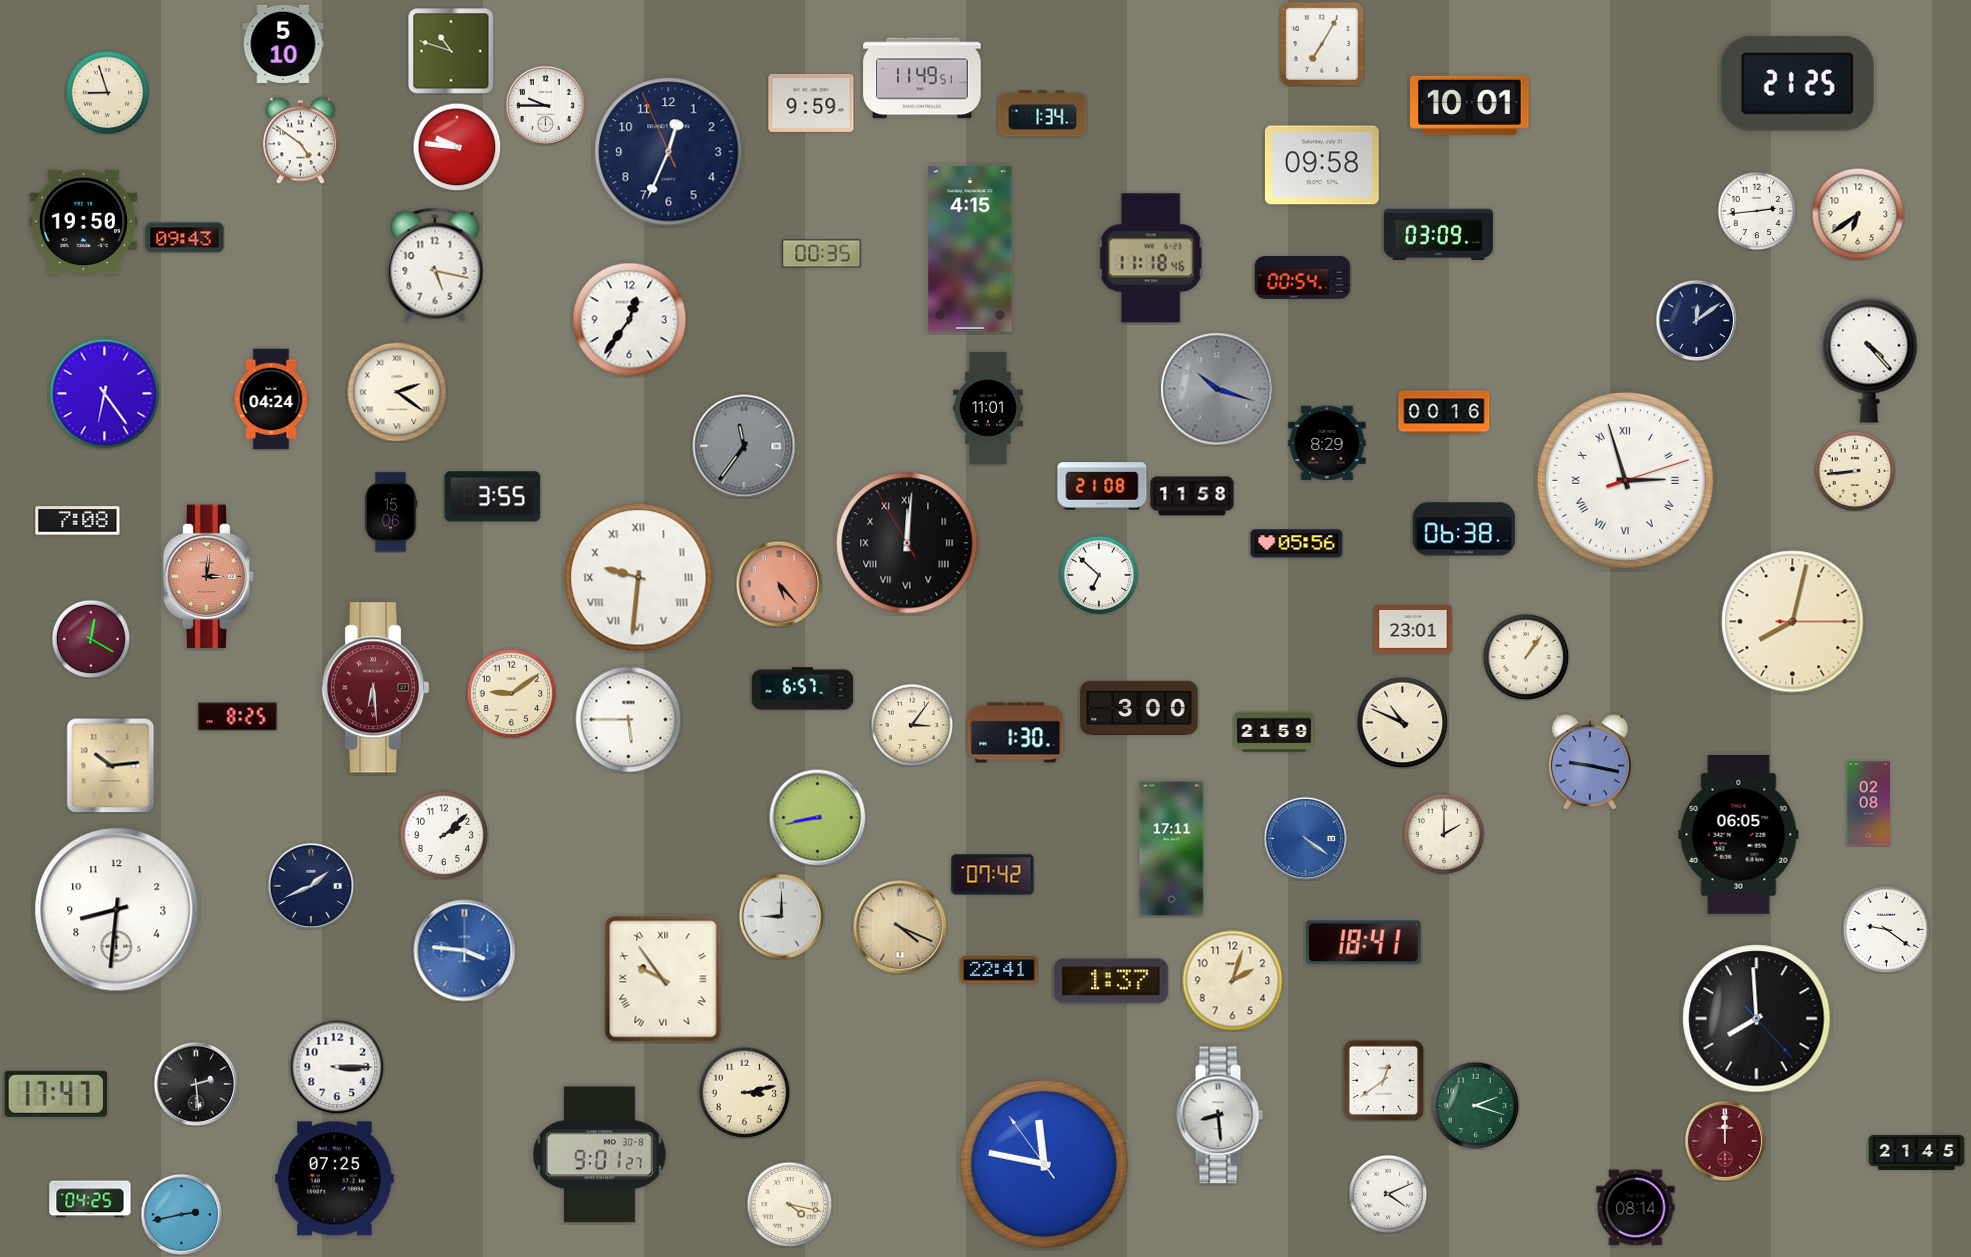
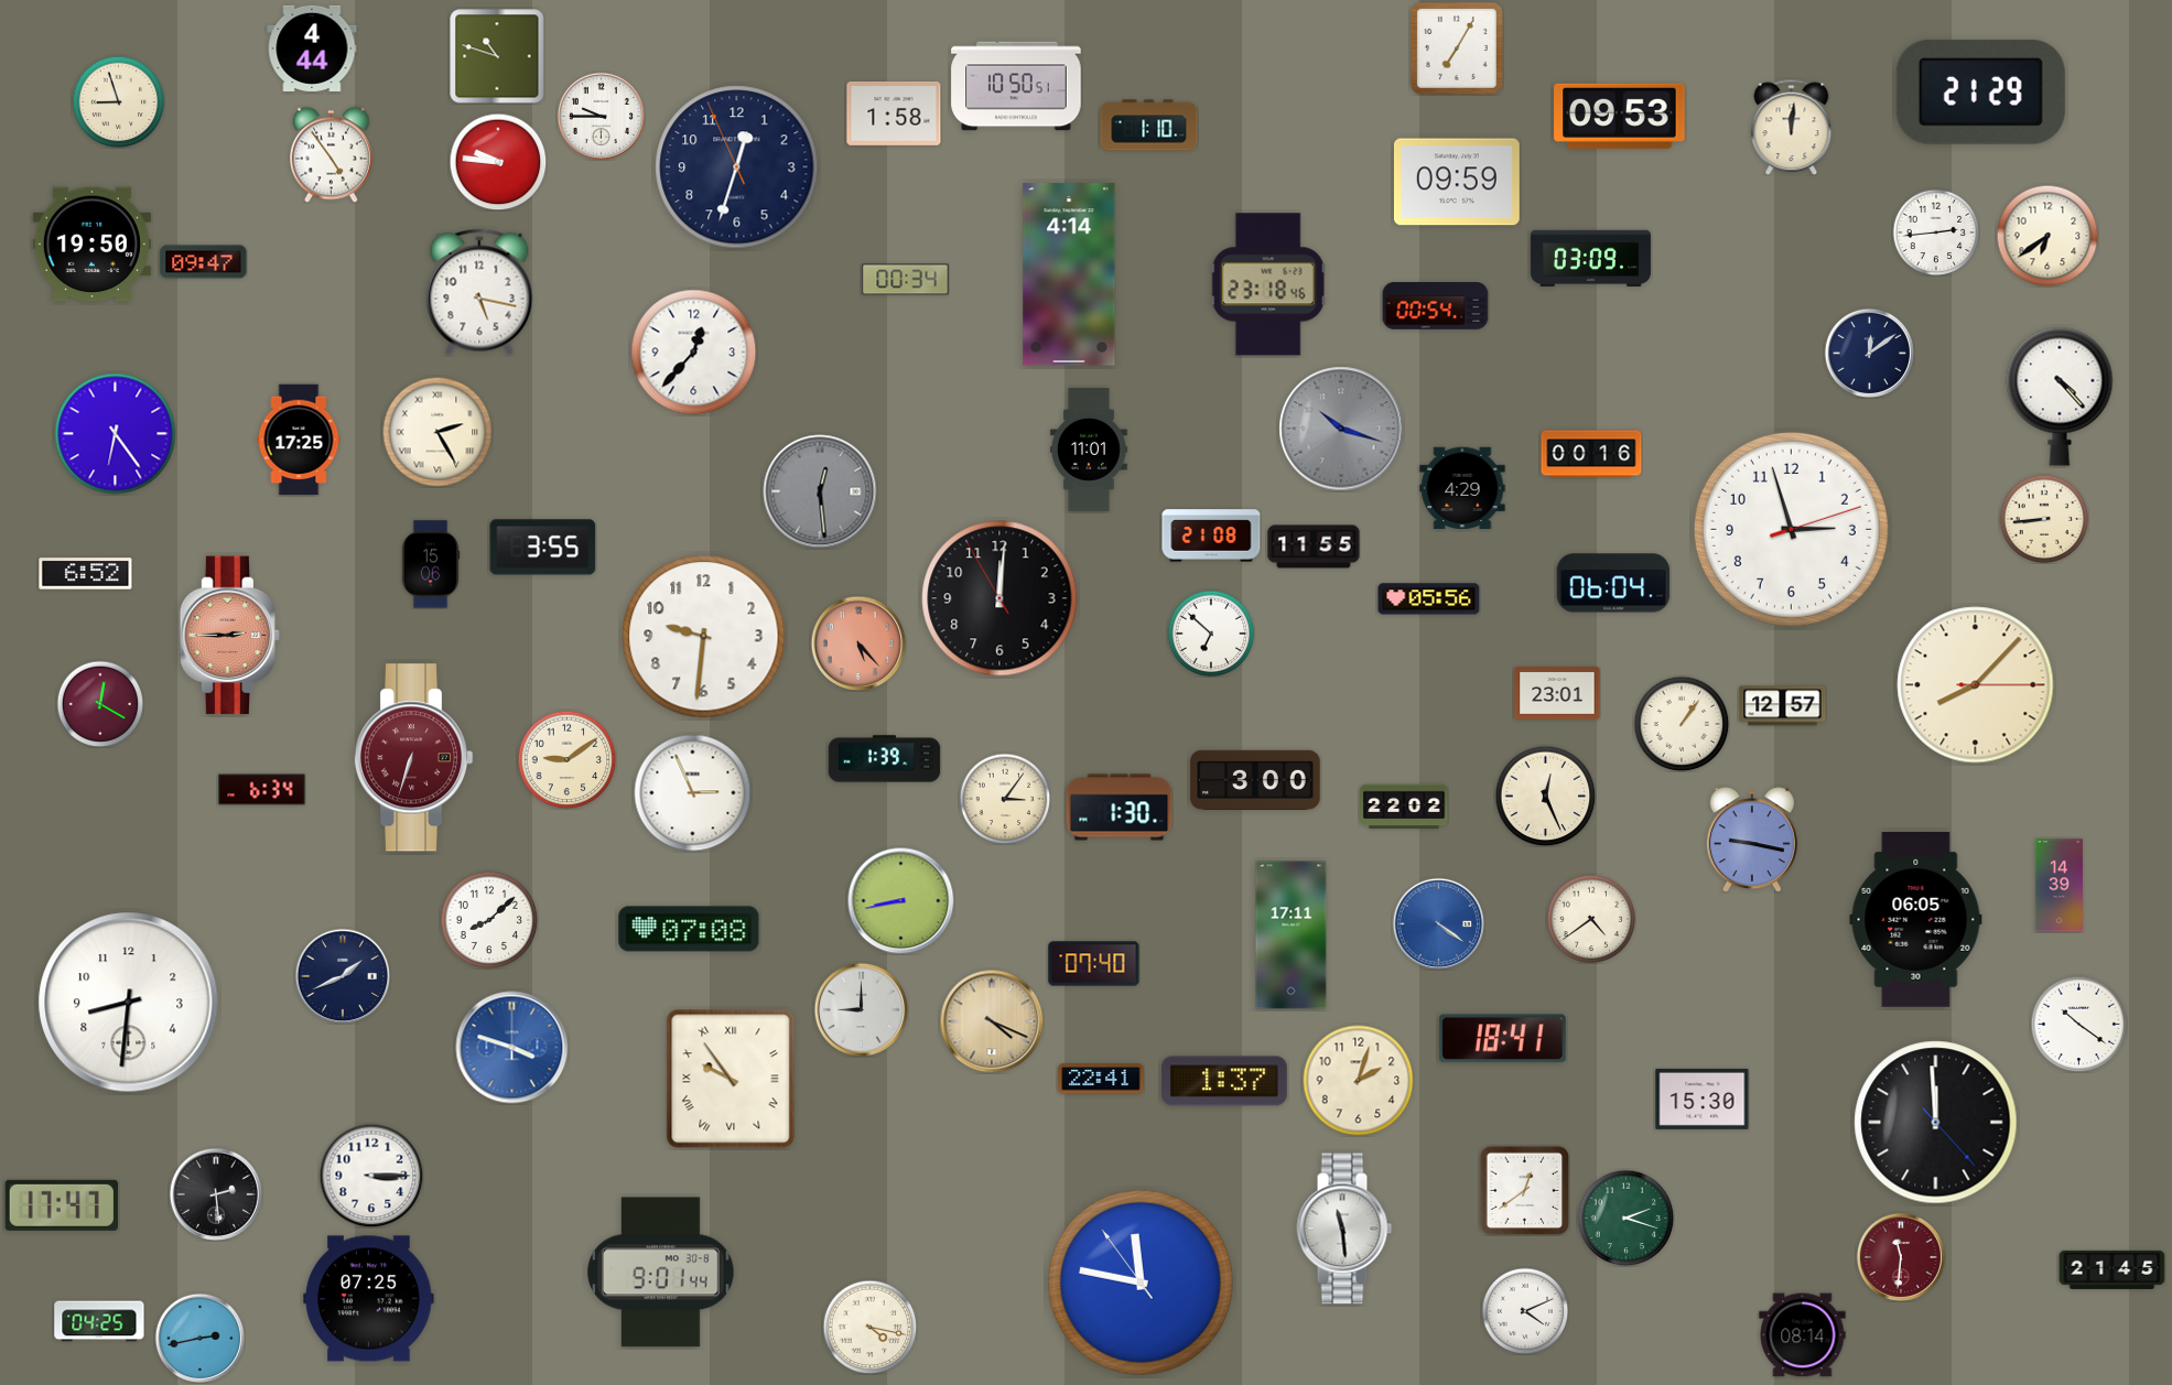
clock at (283, 44): 5:10 -> 4:44
clock at (922, 78): 11:49 -> 10:50
clock at (1797, 83): 21:25 -> 21:29
clock at (811, 103): 9:59 -> 1:58
clock at (1470, 105): 10:01 -> 09:53
clock at (1043, 114): 1:34 -> 1:10
clock at (1792, 127): none -> 12:01
clock at (301, 140): 4:51 -> 4:54
clock at (457, 147) position: (457, 147) -> (498, 162)
clock at (669, 152): 12:33 -> 12:32
clock at (1322, 165): 09:58 -> 09:59
clock at (1438, 235) position: (1438, 235) -> (1590, 259)
clock at (185, 238): 09:43 -> 09:47
clock at (970, 249): 4:15 -> 4:14
clock at (822, 254): 00:35 -> 00:34
clock at (1151, 258): 11:18 -> 23:18
clock at (630, 320): 12:36 -> 12:37
clock at (397, 392): 2:21 -> 2:25
clock at (271, 399): 04:24 -> 17:25
clock at (1327, 443): 8:29 -> 4:29
clock at (744, 446): 11:36 -> 12:29
clock at (1625, 480) numerals: Roman -> Arabic
clock at (1102, 486) position: (1102, 486) -> (1211, 535)
clock at (1192, 496): 11:58 -> 11:55
clock at (78, 521): 7:08 -> 6:52
clock at (1464, 529): 06:38 -> 06:04
clock at (907, 543) numerals: Roman -> Arabic
clock at (209, 577): 3:01 -> 2:45
clock at (639, 578) numerals: Roman -> Arabic
clock at (1793, 622): 8:02 -> 8:07
clock at (1783, 706): none -> 12:57
clock at (375, 688): 6:29 -> 6:33
clock at (803, 689): 6:57 -> 1:39
clock at (511, 693) position: (511, 693) -> (566, 759)
clock at (238, 717): 8:25 -> 6:34
clock at (629, 720): 5:45 -> 2:56
clock at (1402, 722): 10:49 -> 12:26
clock at (1274, 732): 21:59 -> 22:02
clock at (111, 765): 10:14 -> none
clock at (1868, 804): 02:08 -> 14:39
clock at (1444, 834): 2:00 -> 4:39
clock at (444, 835): 2:08 -> 8:08
clock at (689, 929): none -> 07:08
clock at (993, 875): 07:42 -> 07:40
clock at (1886, 929): 9:21 -> 10:21
clock at (465, 951): 3:46 -> 3:48
clock at (999, 970) position: (999, 970) -> (1101, 1079)
clock at (1703, 1099): none -> 15:30
clock at (1757, 1019): 7:59 -> 11:59
clock at (744, 1092): 3:13 -> none
clock at (1220, 1115): 8:29 -> 11:29
clock at (1725, 1141): 12:00 -> 11:31
clock at (600, 1155): 9:01:27 -> 9:01:44
clock at (1044, 1164) position: (1044, 1164) -> (1141, 1283)
clock at (1388, 1194) position: (1388, 1194) -> (1525, 1311)
clock at (1636, 1208) position: (1636, 1208) -> (1803, 1335)
